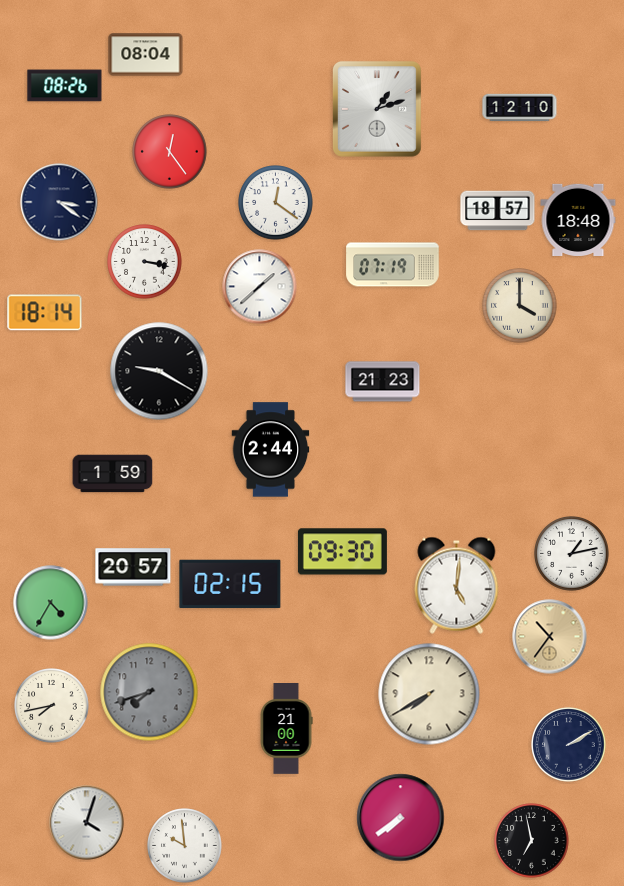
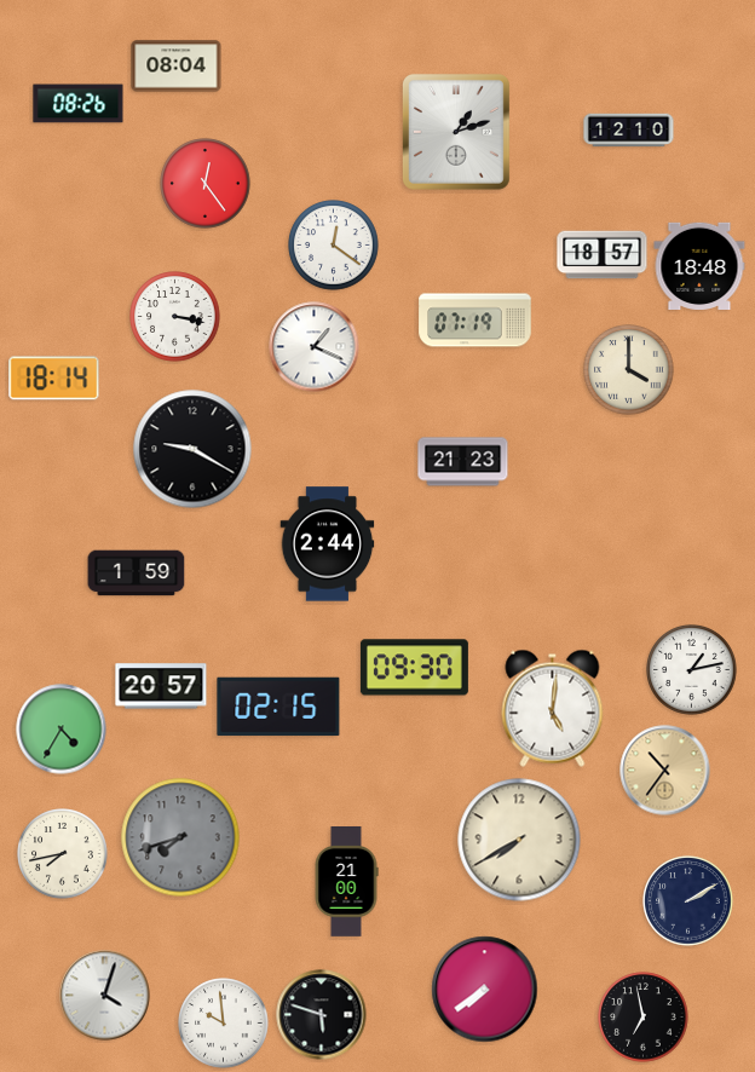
clock at (59, 202): 3:21 -> none
clock at (260, 287): 1:38 -> 1:19
clock at (322, 1015): none -> 5:48
